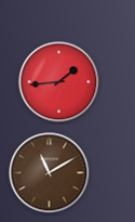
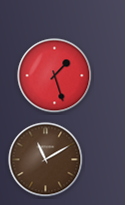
clock at (59, 82): 1:44 -> 1:27
